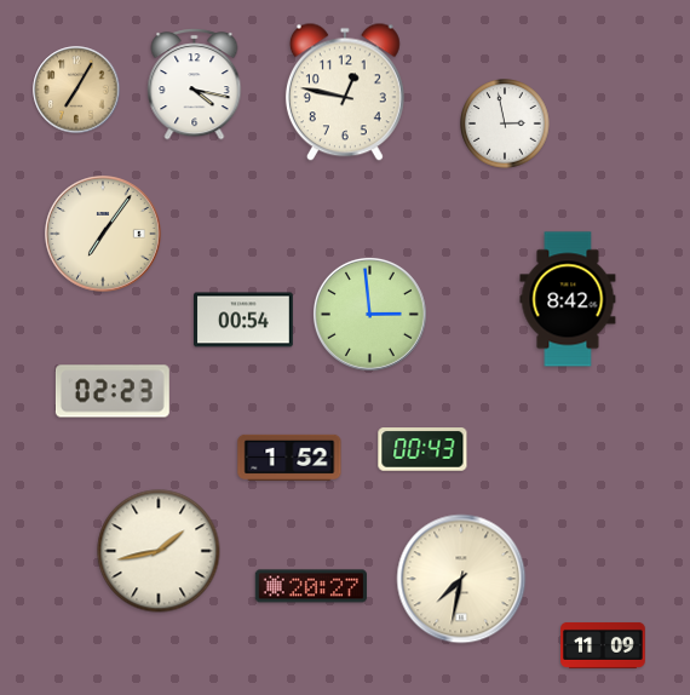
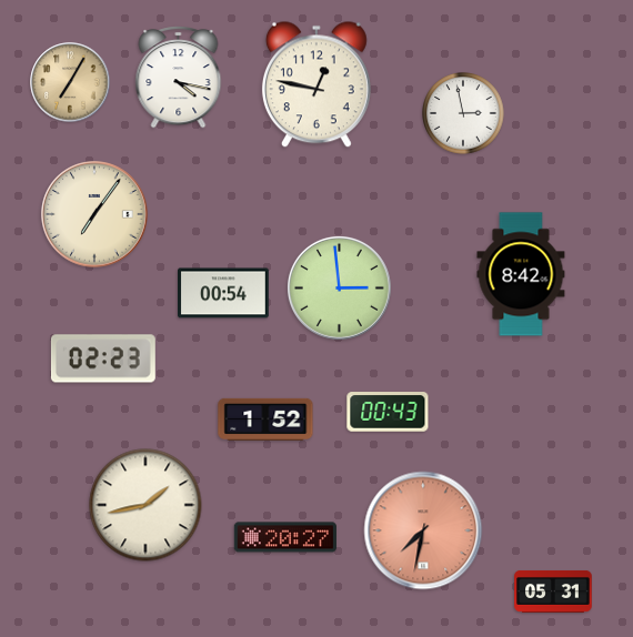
clock at (461, 579) dial: cream -> salmon
clock at (603, 645): 11:09 -> 05:31
